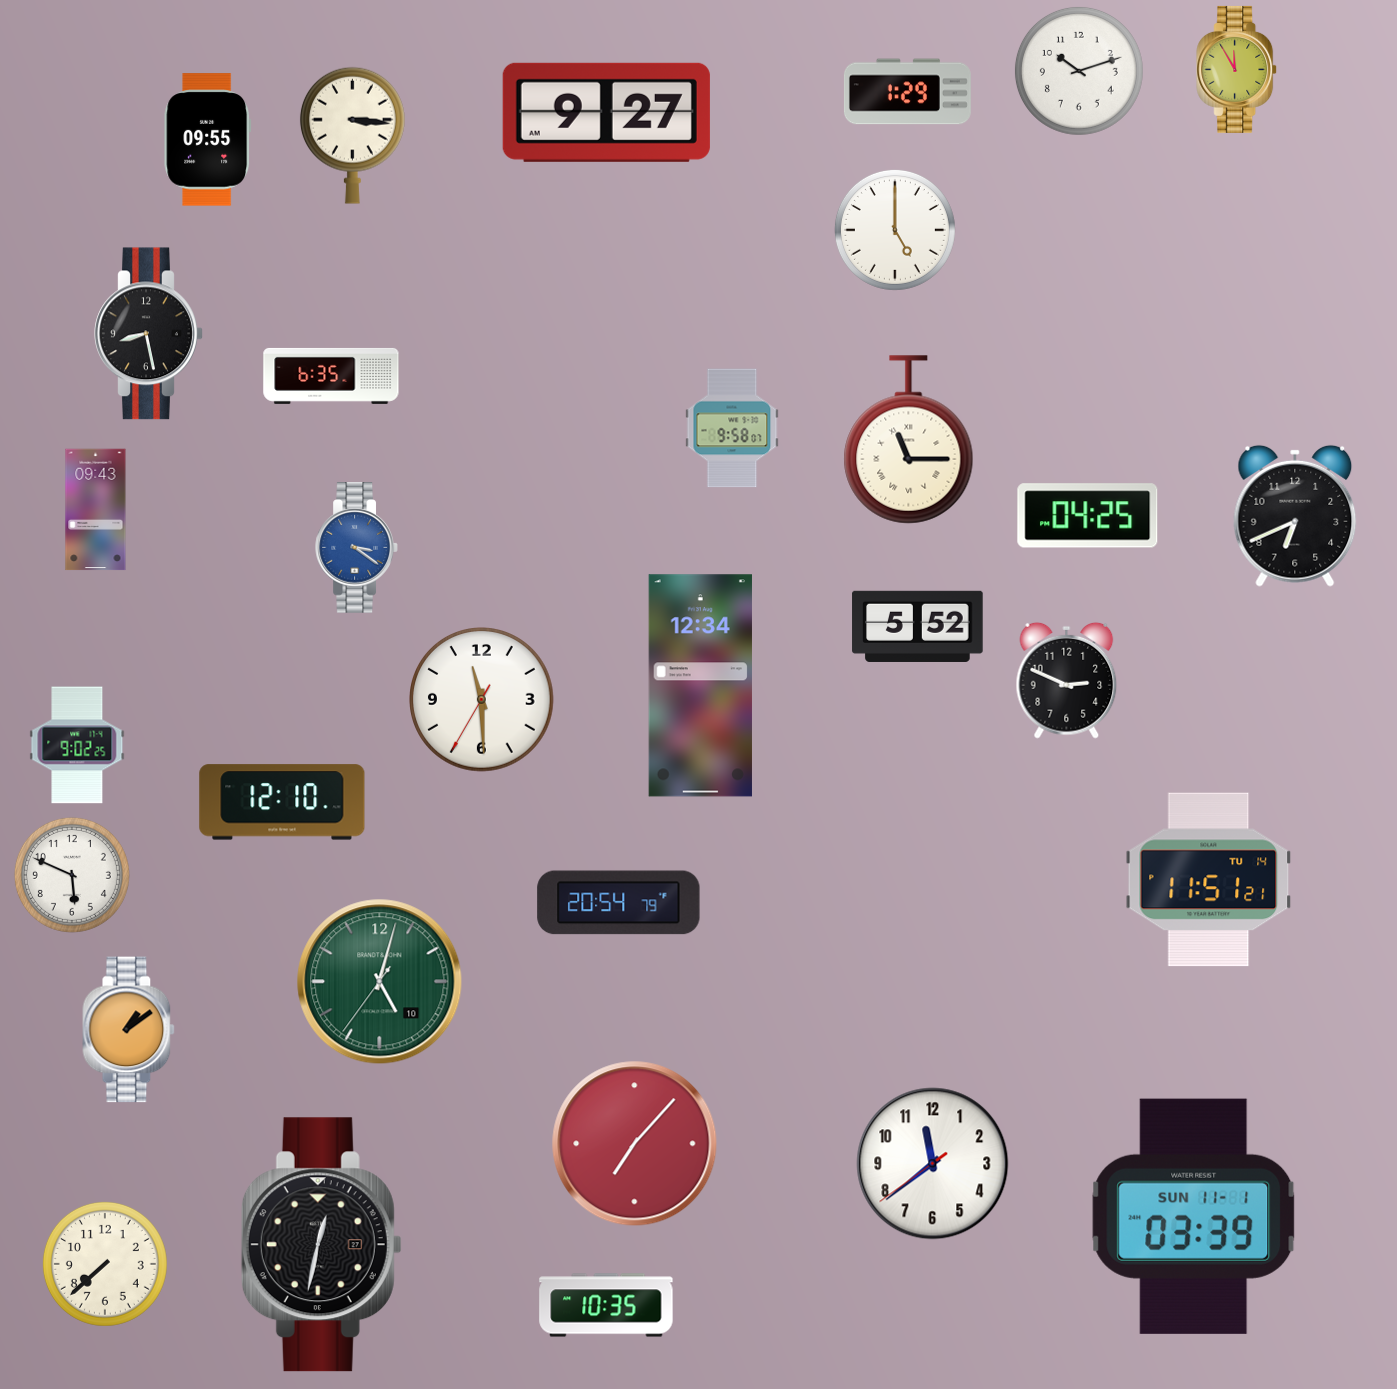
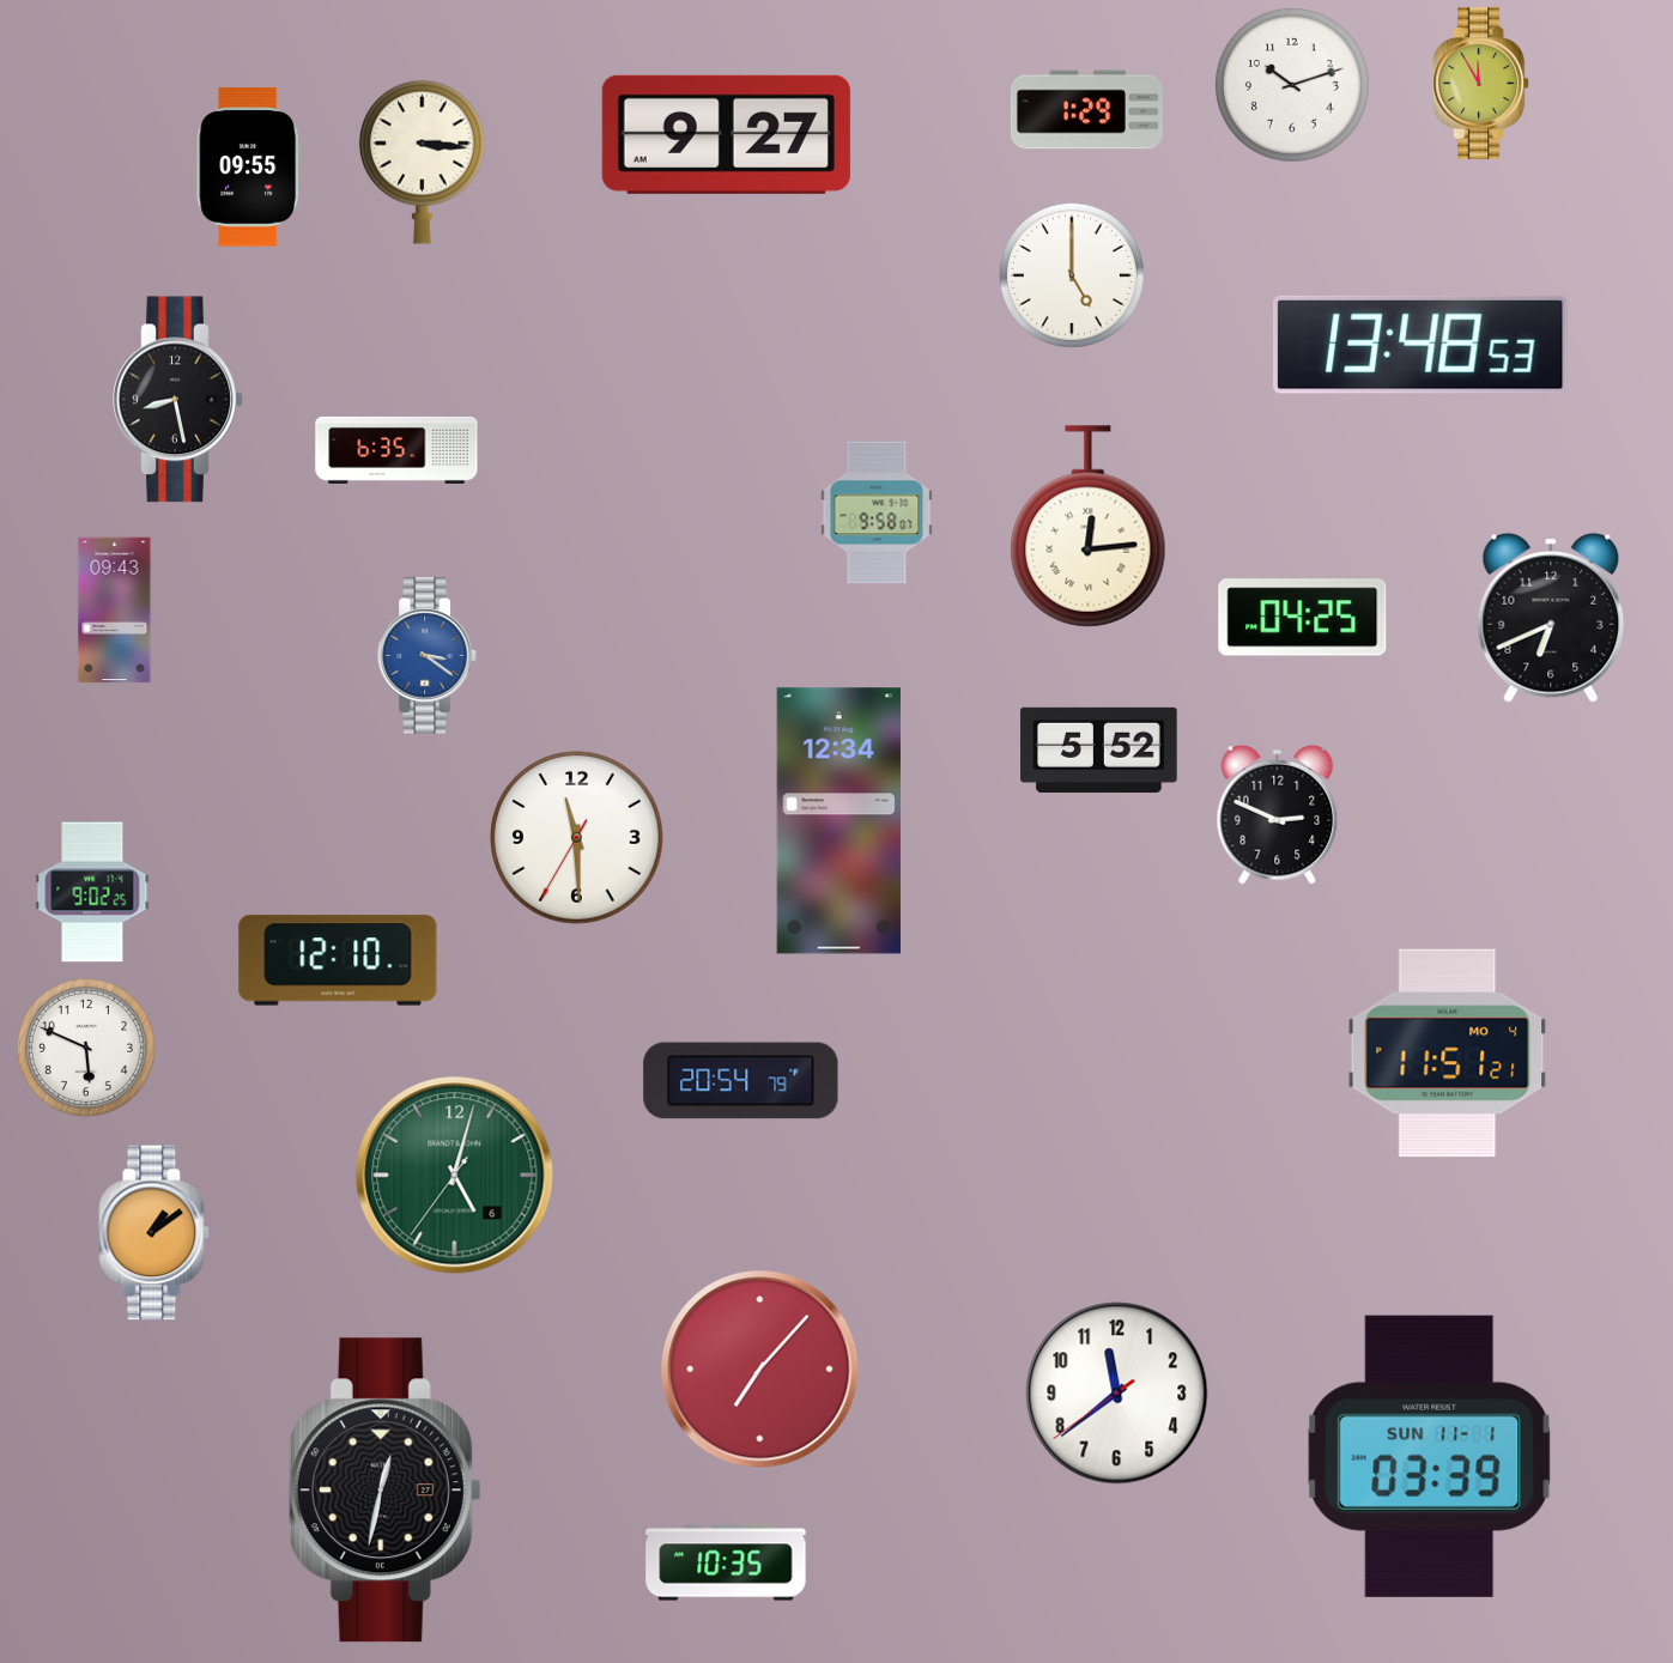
clock at (1422, 345): none -> 13:48
clock at (909, 440): 11:15 -> 12:14
clock at (1209, 880) date: TU 14 -> MO 4
clock at (380, 982) date: 10 -> 6
clock at (105, 1264): 7:38 -> none
